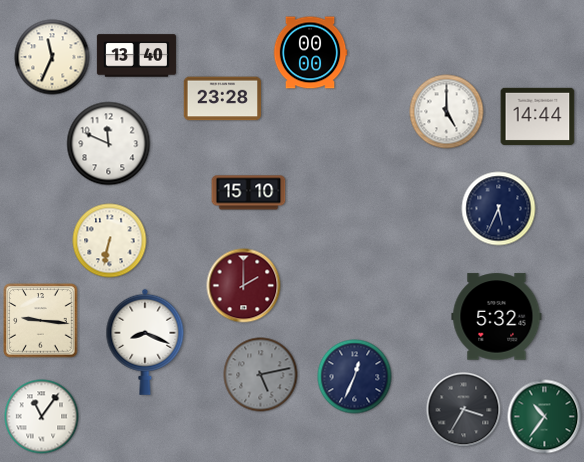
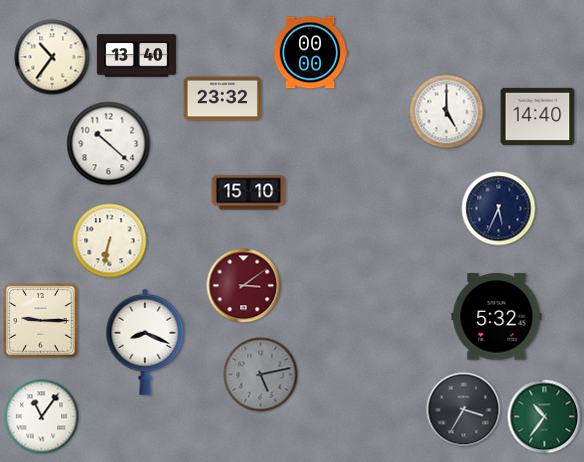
clock at (52, 57): 11:34 -> 10:36
clock at (223, 99): 23:28 -> 23:32
clock at (538, 116): 14:44 -> 14:40
clock at (109, 144): 11:49 -> 10:22
clock at (244, 286): 2:00 -> 3:09
clock at (41, 321): 9:16 -> 9:15
clock at (355, 377): 12:34 -> none
